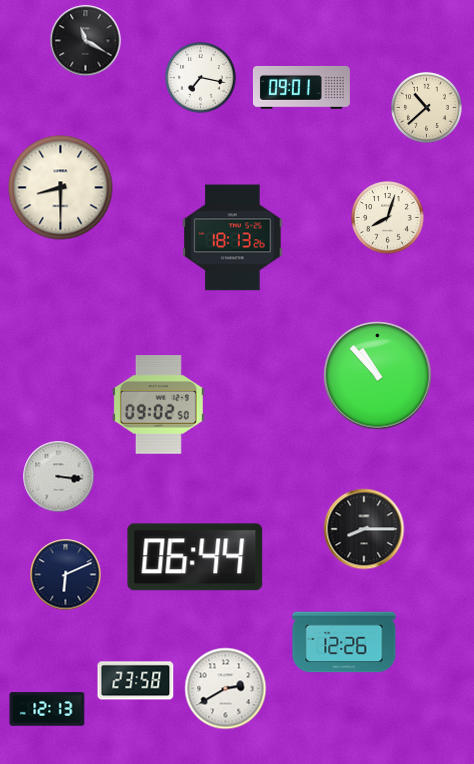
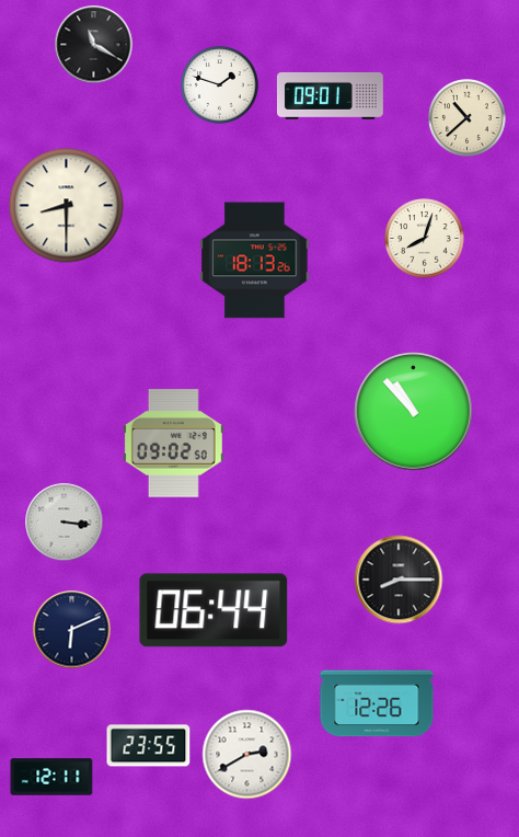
clock at (201, 78): 7:17 -> 1:48
clock at (136, 681): 23:58 -> 23:55
clock at (47, 709): 12:13 -> 12:11
